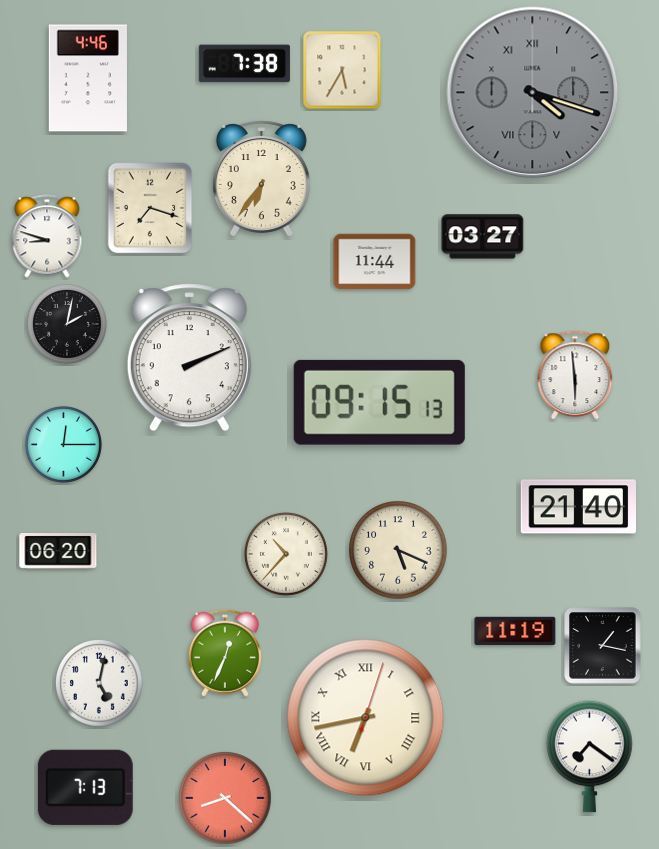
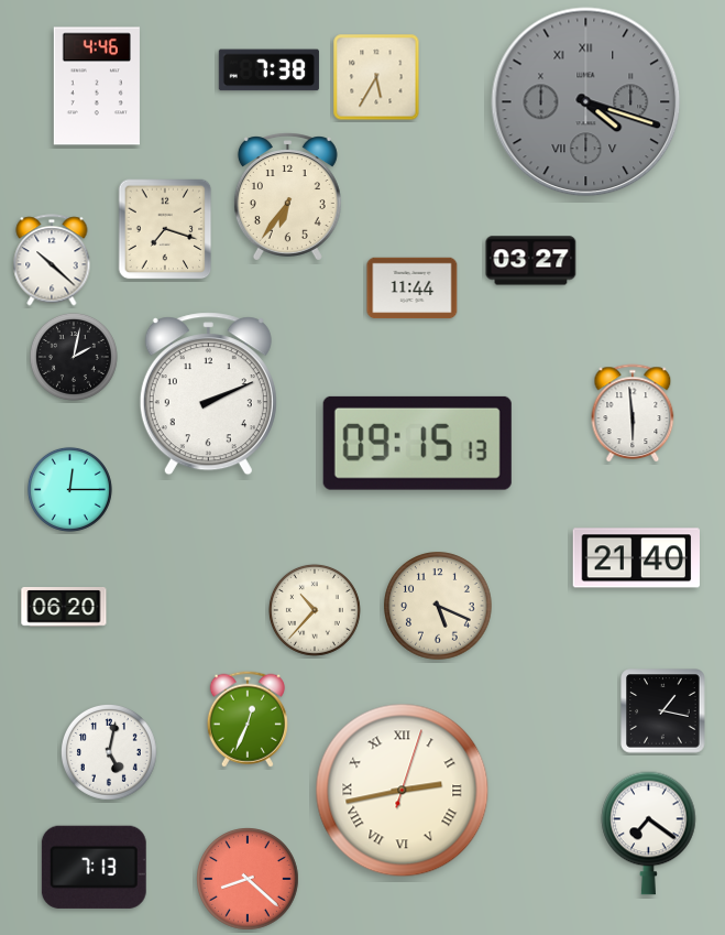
clock at (47, 236): 8:48 -> 10:22
clock at (515, 631): 11:19 -> none
clock at (366, 718): 6:43 -> 2:43
